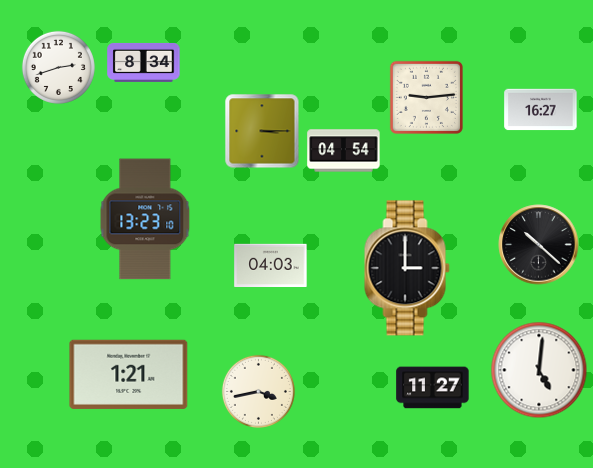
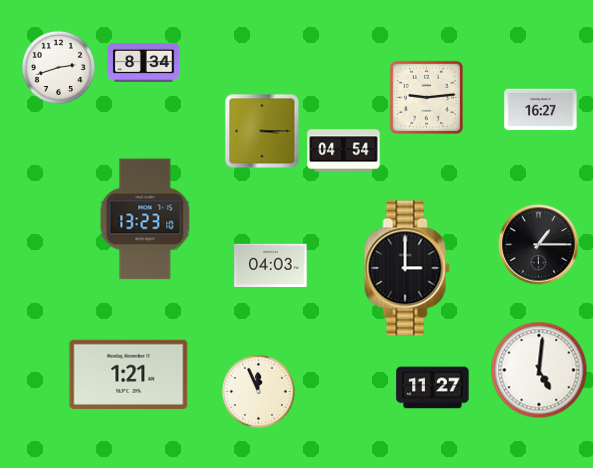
clock at (539, 245): 10:22 -> 1:15
clock at (258, 391): 3:43 -> 11:56
